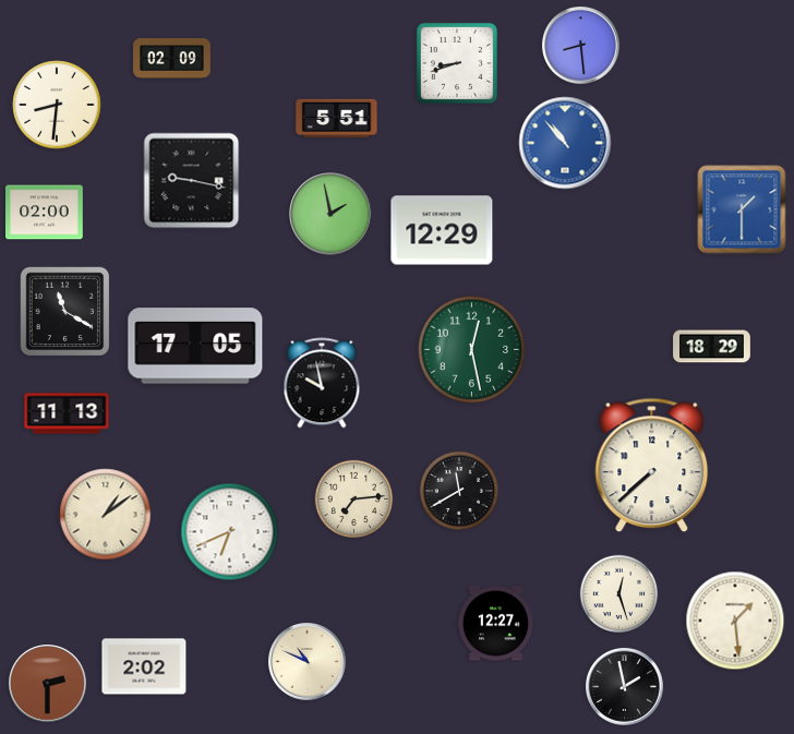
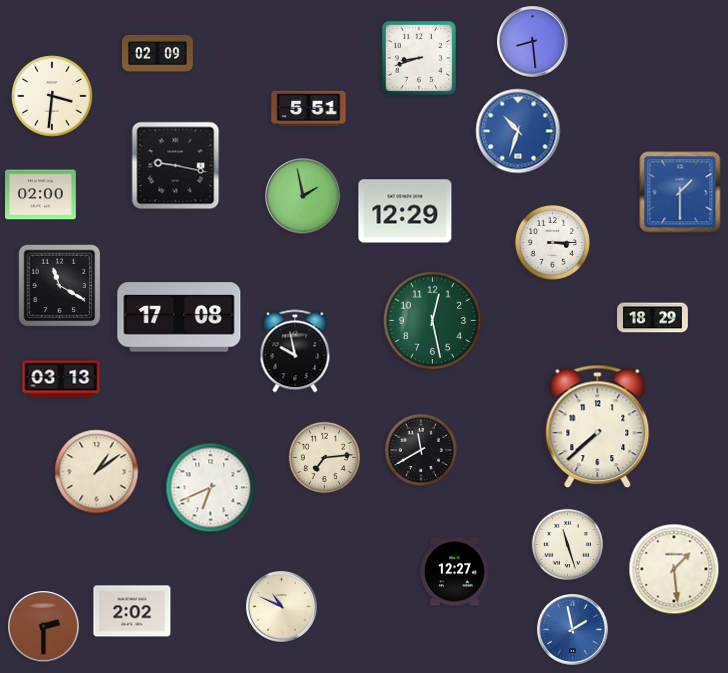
clock at (57, 105): 8:31 -> 3:31
clock at (565, 143): 10:53 -> 10:33
clock at (552, 242): none -> 3:15
clock at (195, 346): 17:05 -> 17:08
clock at (67, 413): 11:13 -> 03:13
clock at (619, 594): 12:27 -> 11:27
clock at (625, 687) dial: black -> blue
